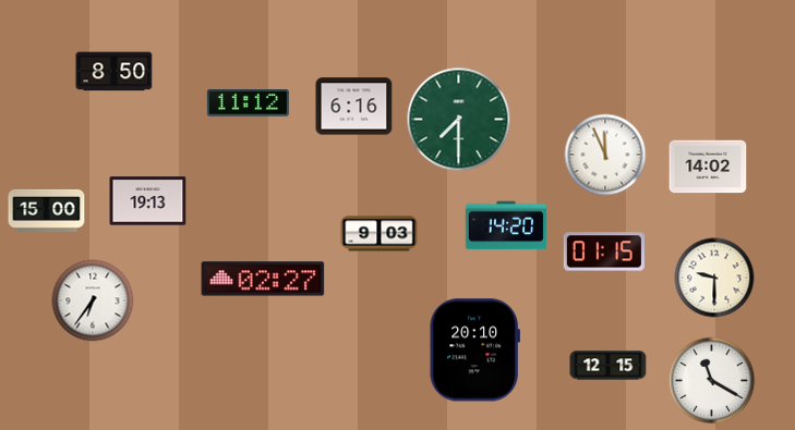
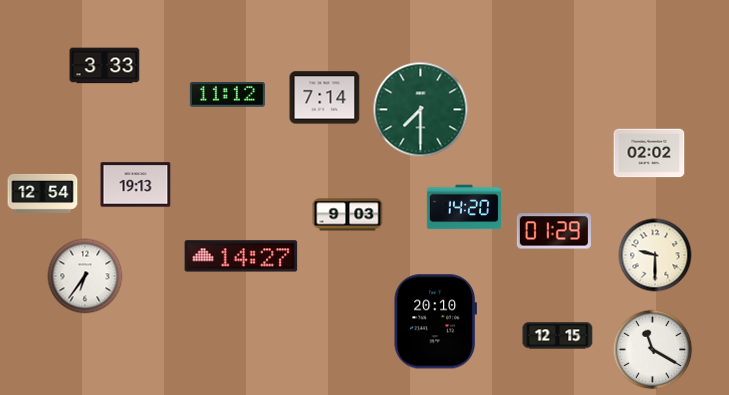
clock at (115, 72): 8:50 -> 3:33
clock at (354, 107): 6:16 -> 7:14
clock at (605, 155): 11:56 -> none
clock at (708, 167): 14:02 -> 02:02
clock at (47, 210): 15:00 -> 12:54
clock at (604, 251): 01:15 -> 01:29
clock at (263, 279): 02:27 -> 14:27
